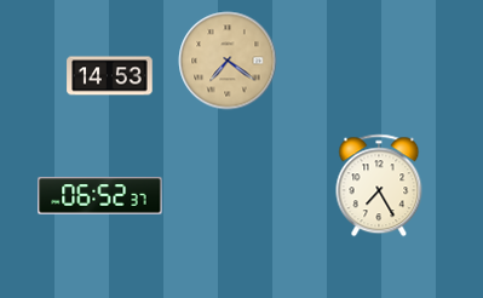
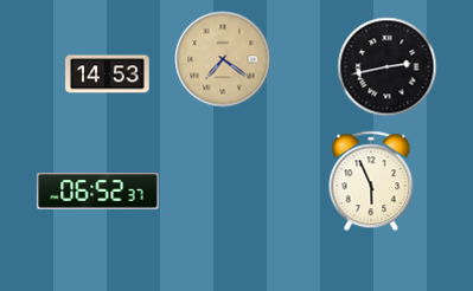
clock at (388, 67): none -> 2:43
clock at (379, 185): 7:25 -> 5:56
